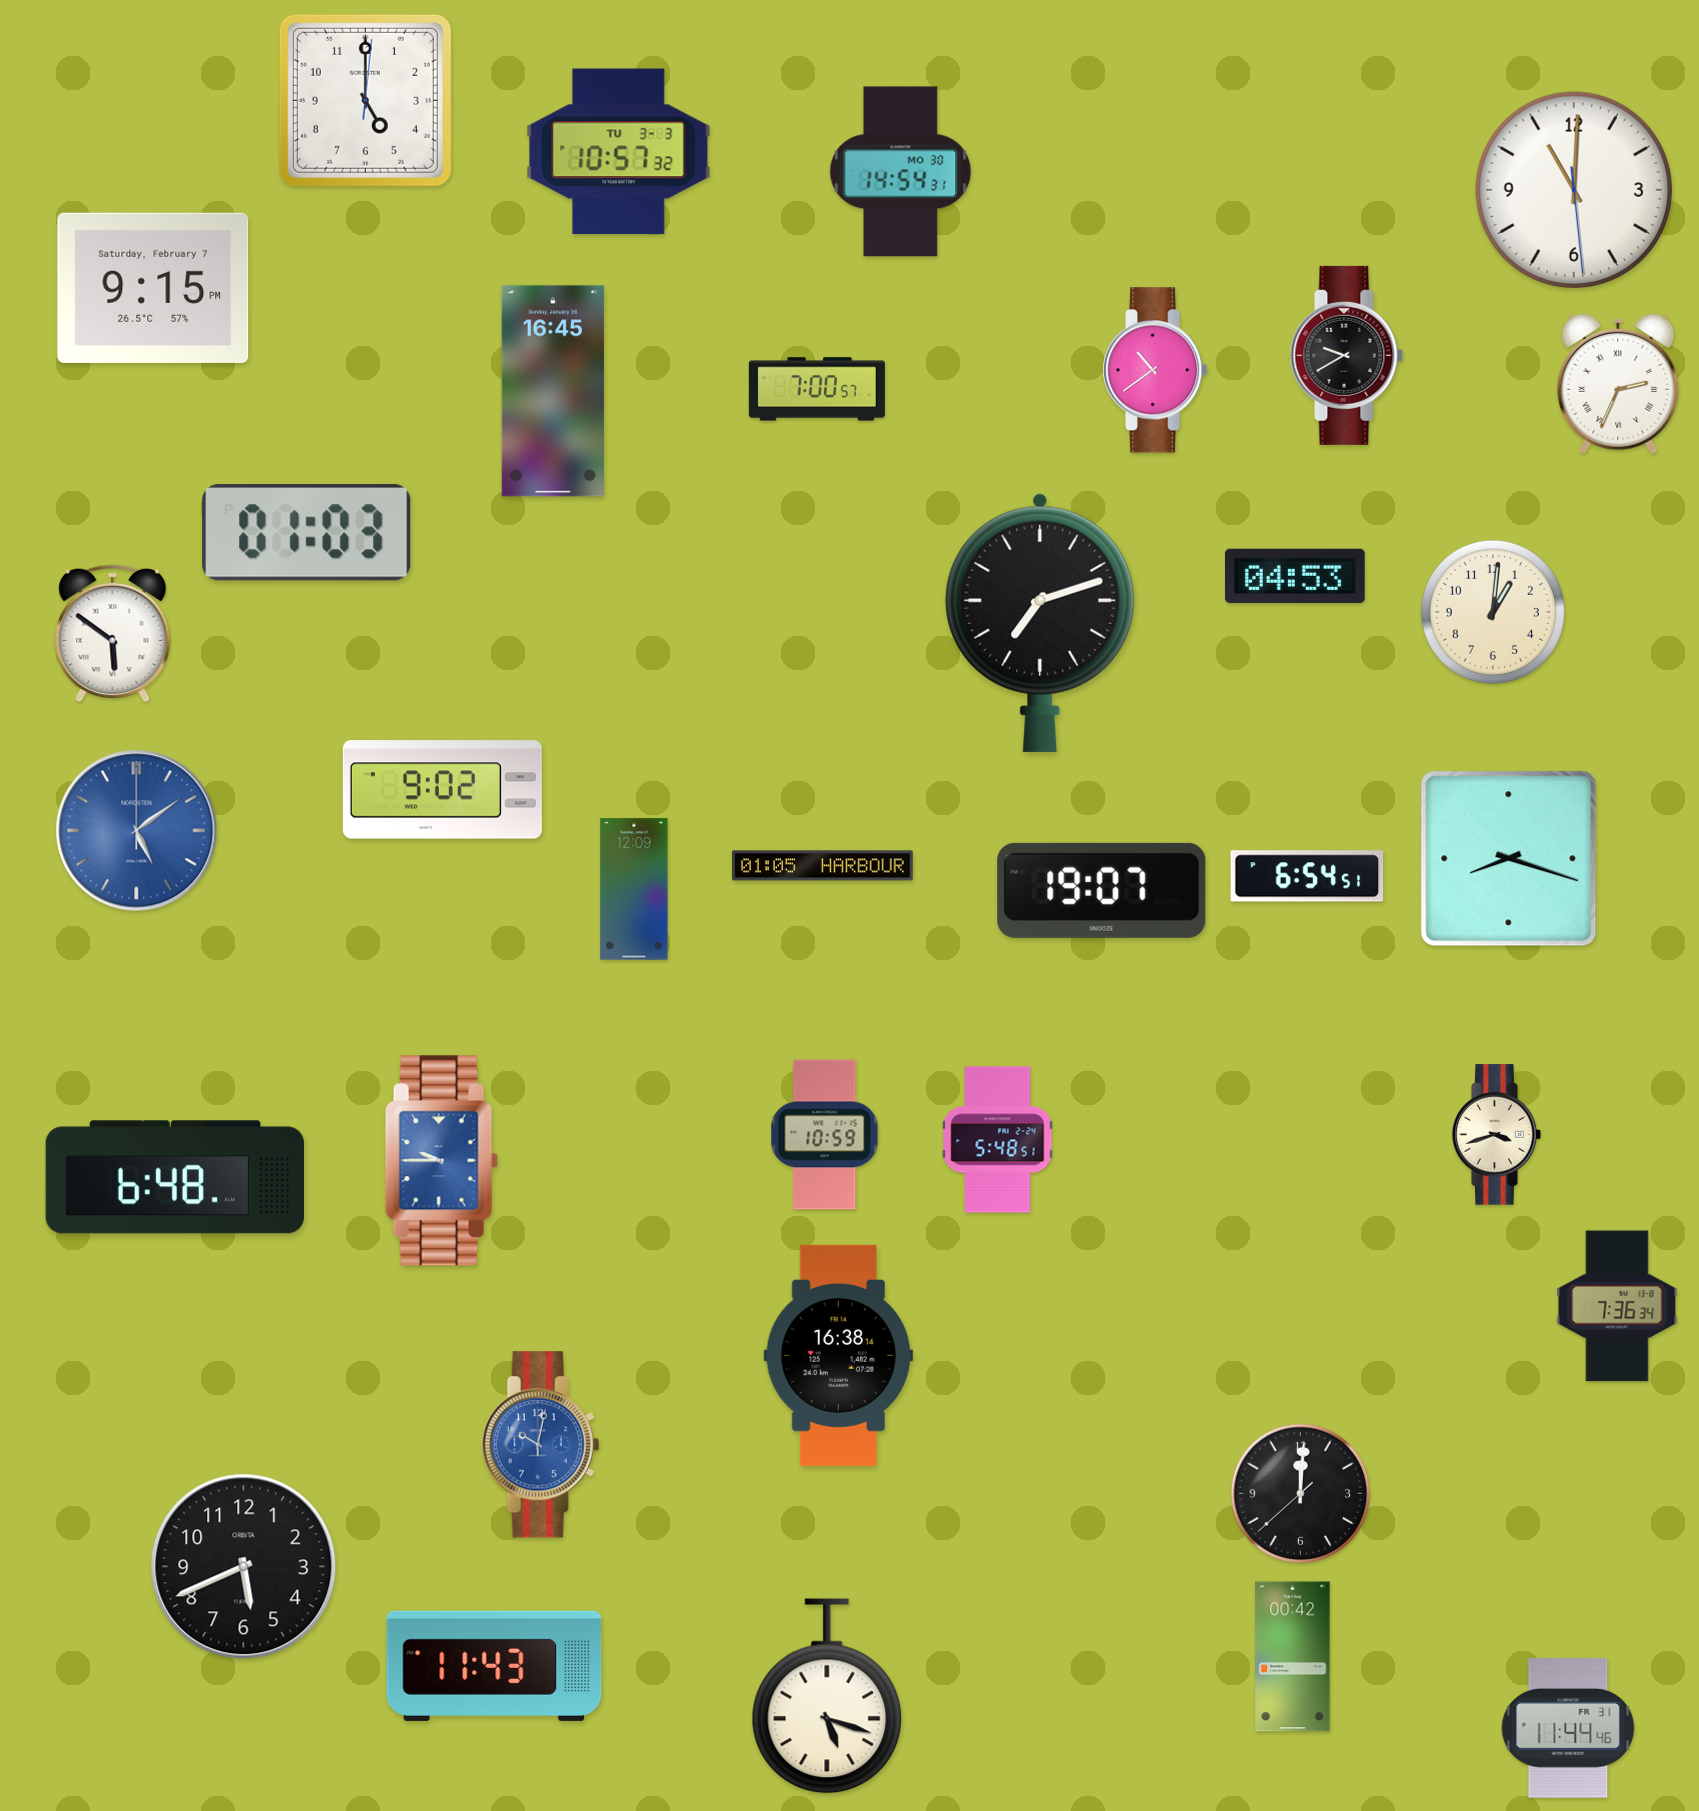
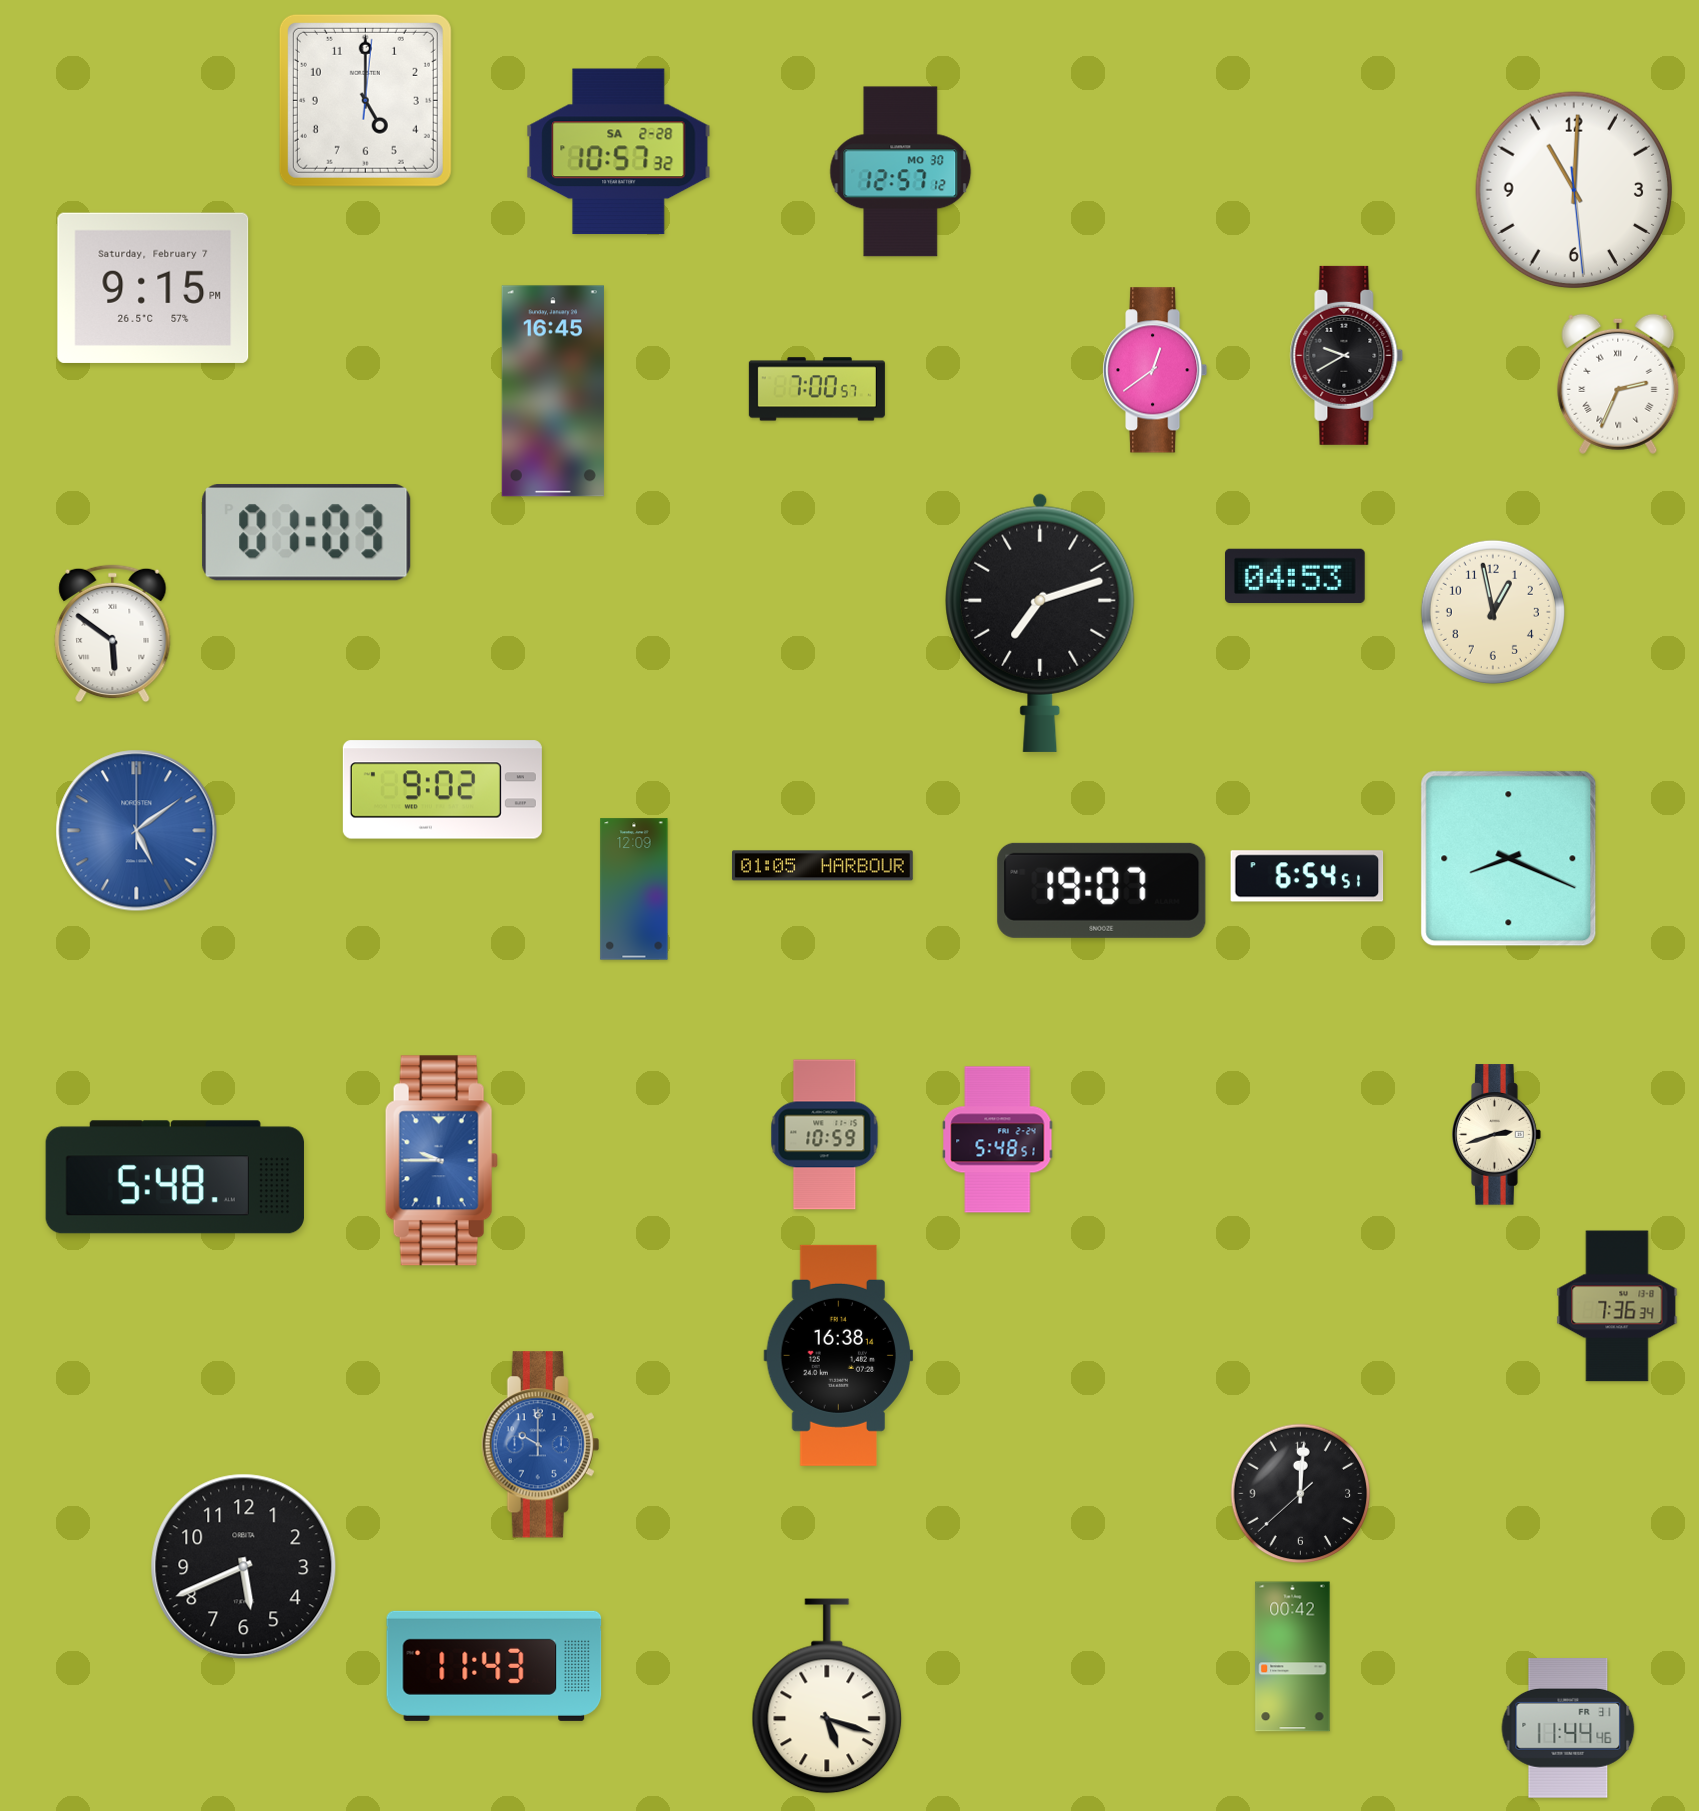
clock at (619, 152) date: TU 3-3 -> SA 2-28
clock at (901, 172): 14:54 -> 12:57
clock at (1156, 370): 10:39 -> 12:39
clock at (1493, 612): 1:01 -> 12:58
clock at (1509, 859): 8:18 -> 8:19
clock at (1497, 1135): 3:42 -> 2:42
clock at (175, 1177): 6:48 -> 5:48
clock at (541, 1445): 10:02 -> 10:00
